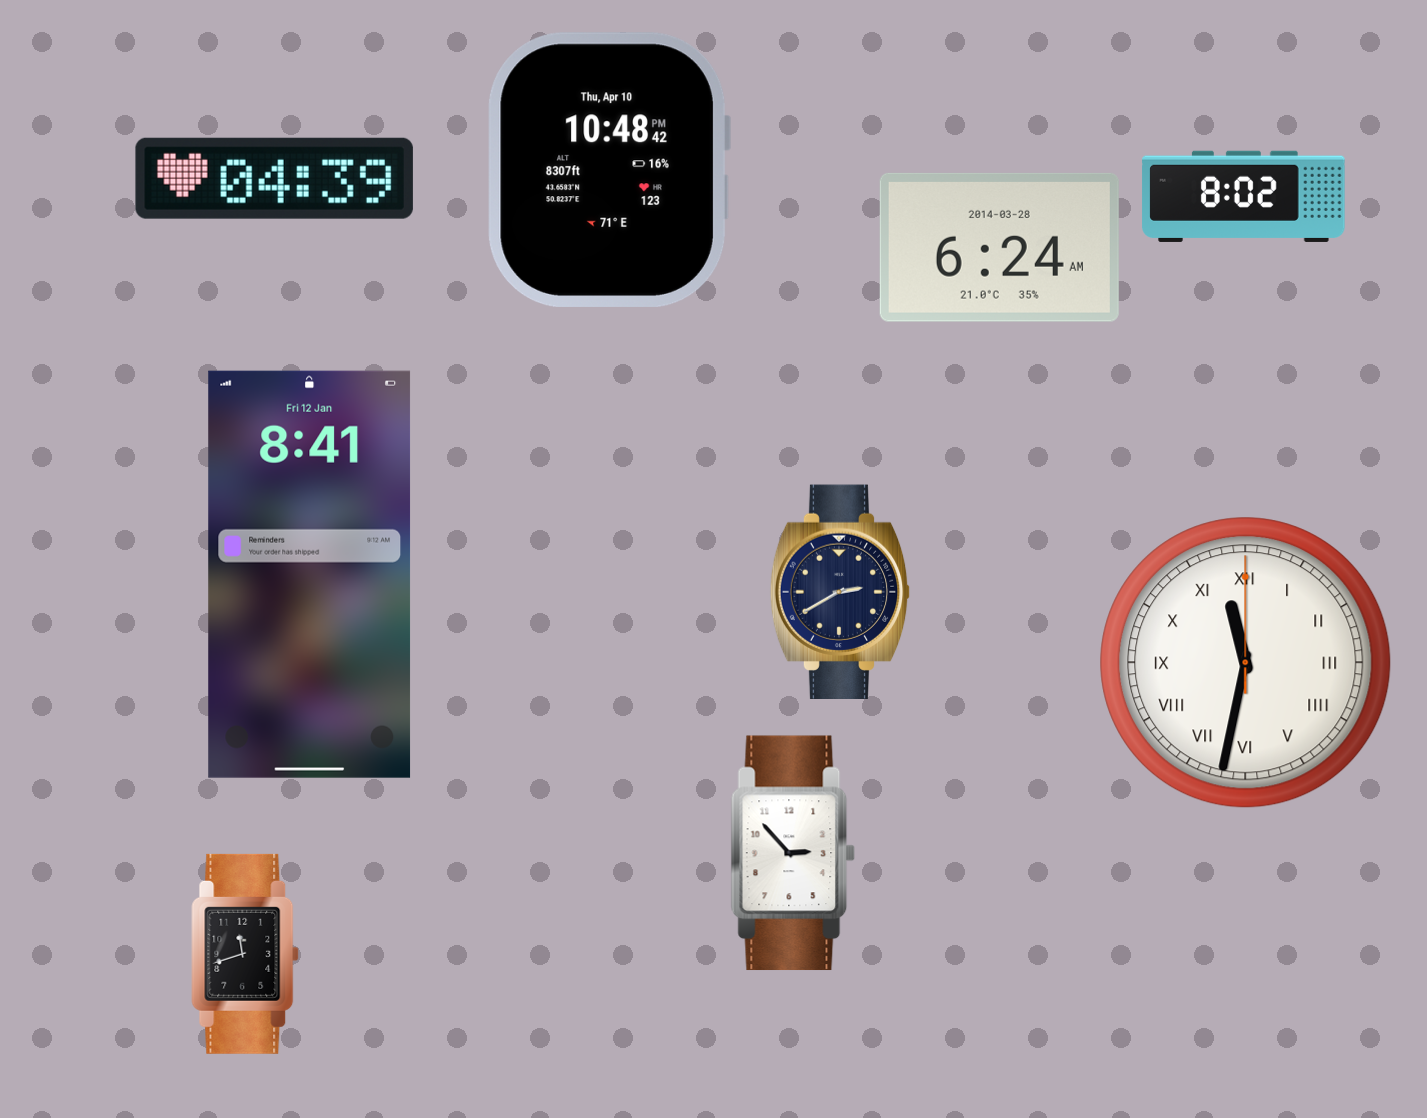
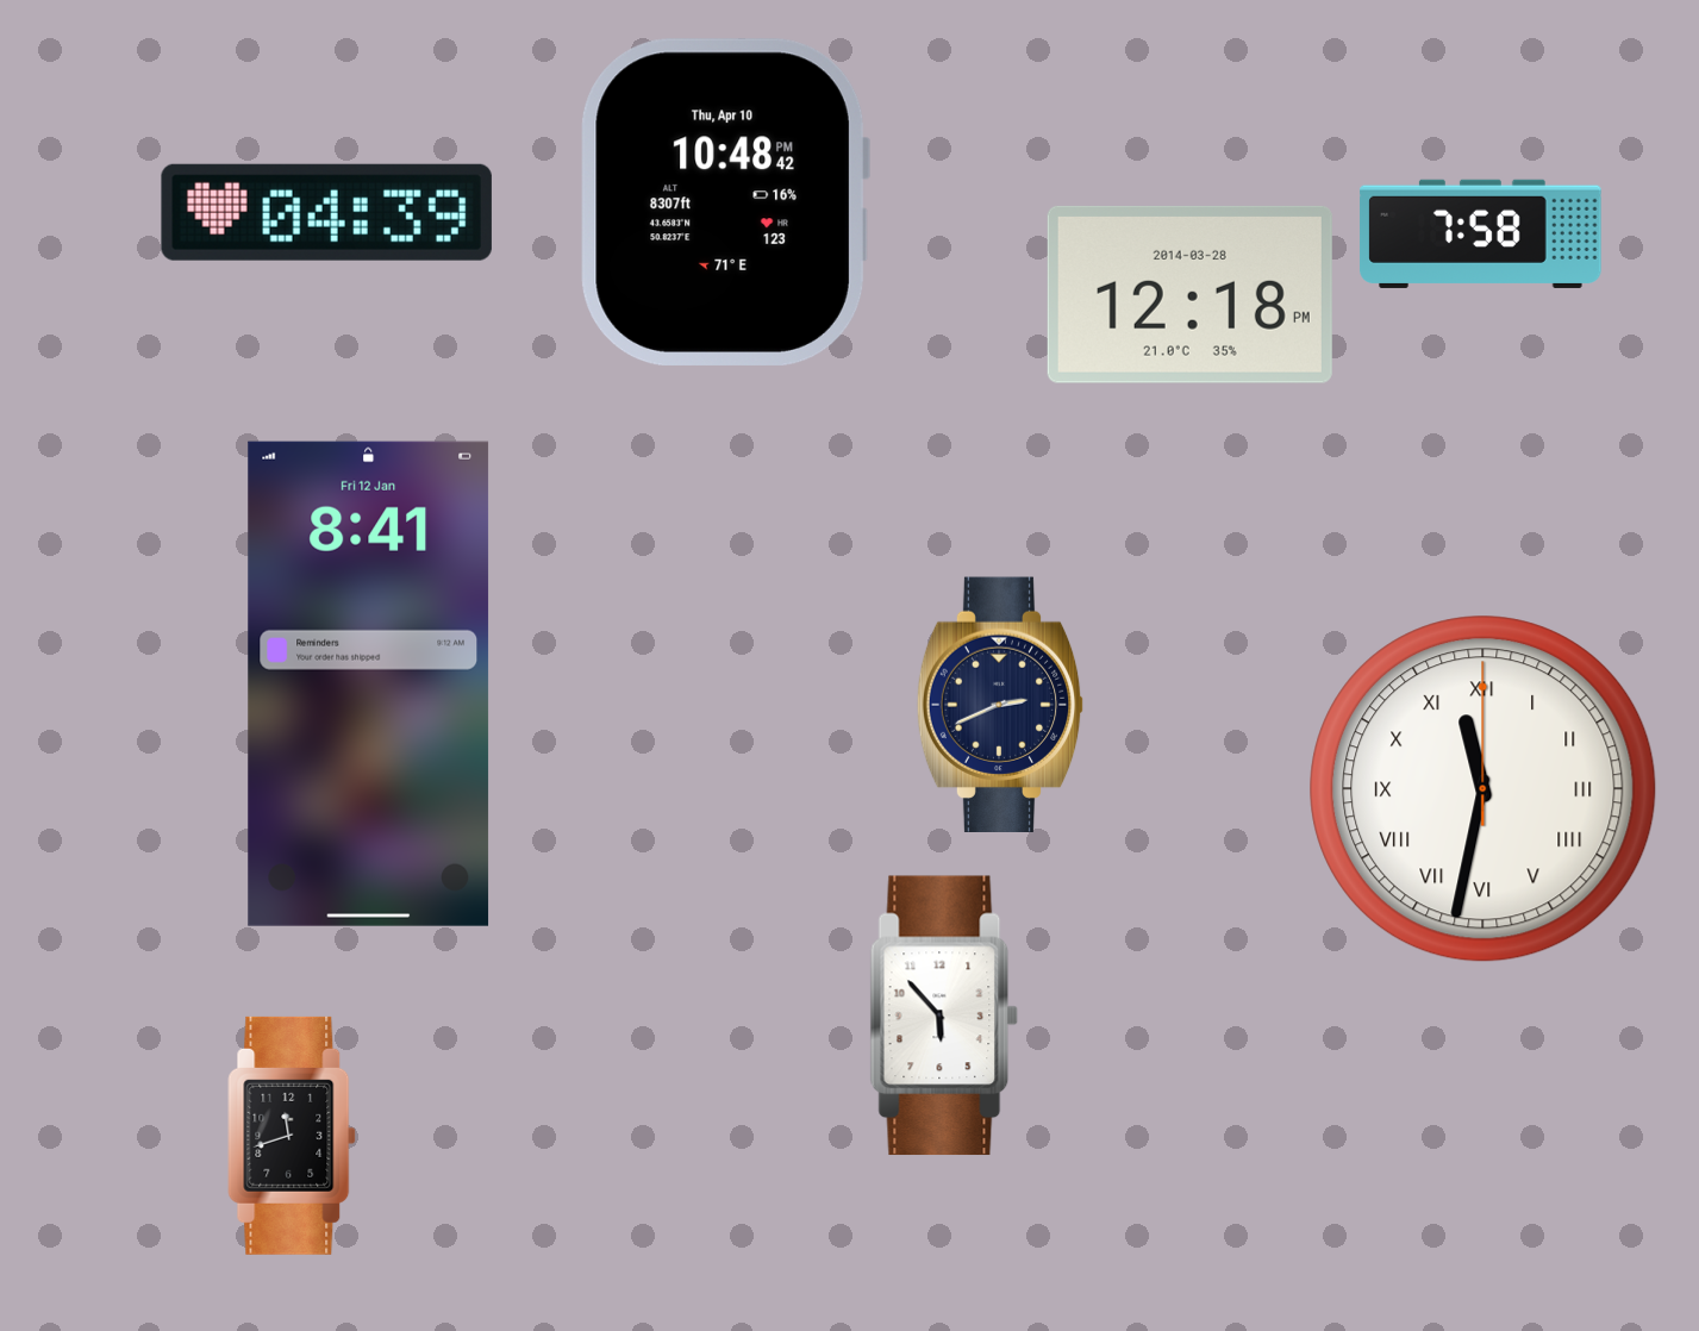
clock at (1244, 196): 8:02 -> 7:58
clock at (999, 247): 6:24 -> 12:18
clock at (840, 592): 2:40 -> 2:41
clock at (793, 853): 2:53 -> 5:53
